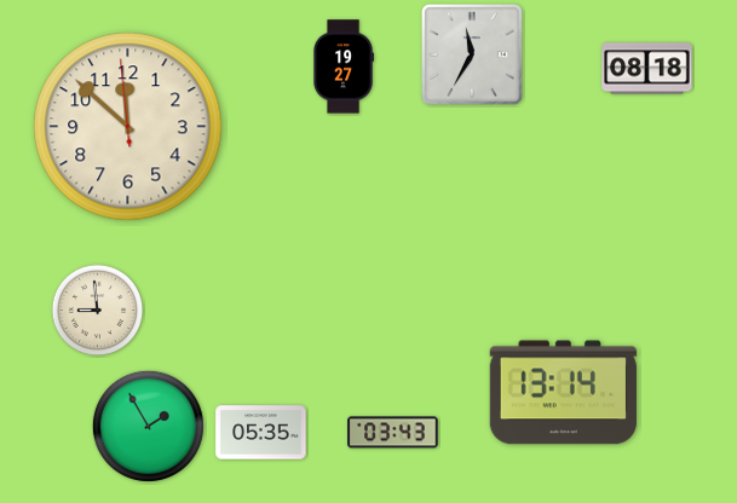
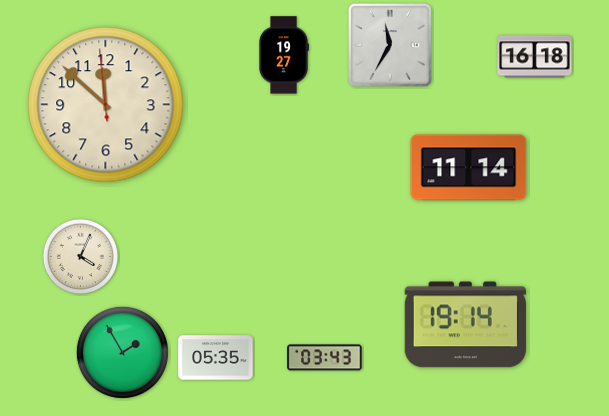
clock at (647, 69): 08:18 -> 16:18
clock at (469, 168): none -> 11:14
clock at (98, 311): 8:59 -> 4:04
clock at (563, 393): 13:14 -> 19:14
